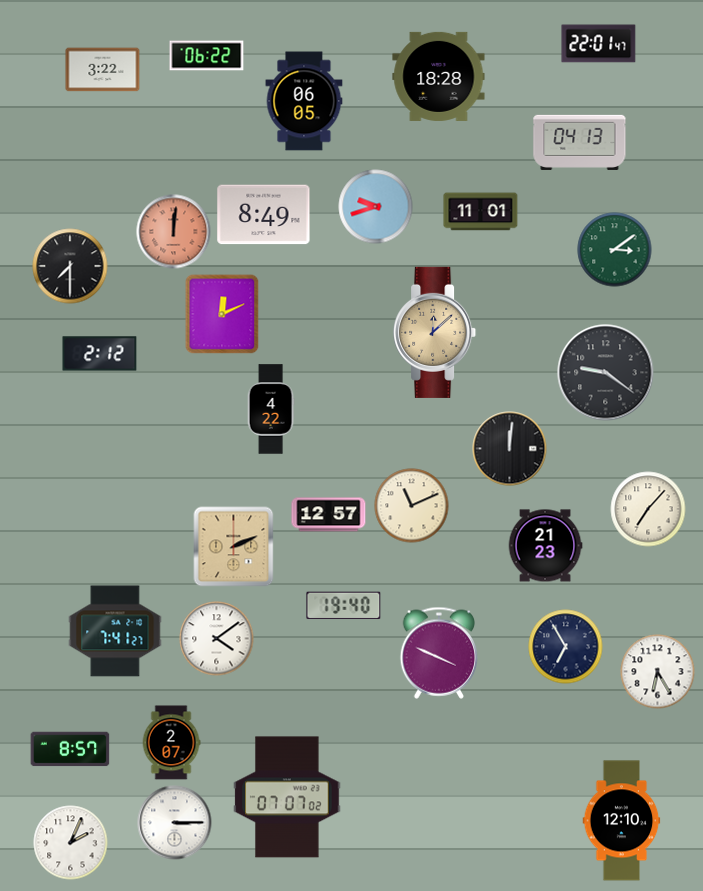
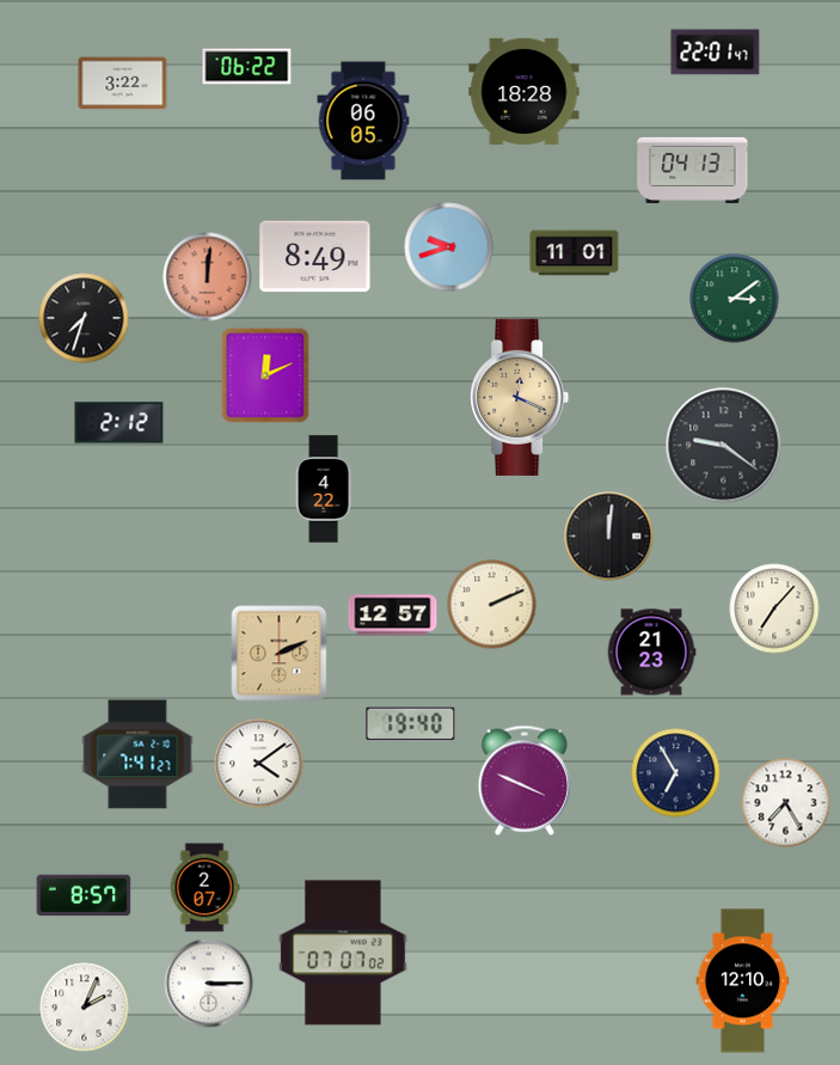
clock at (70, 266): 7:30 -> 7:33
clock at (435, 332): 12:08 -> 12:19
clock at (412, 506): 11:11 -> 2:11
clock at (658, 672): 6:25 -> 7:25
